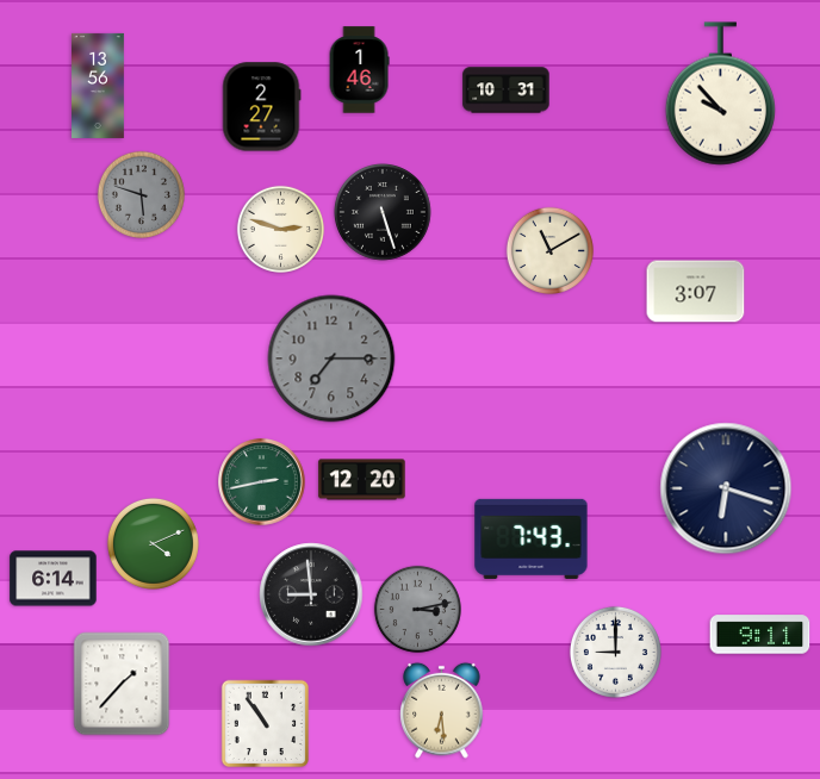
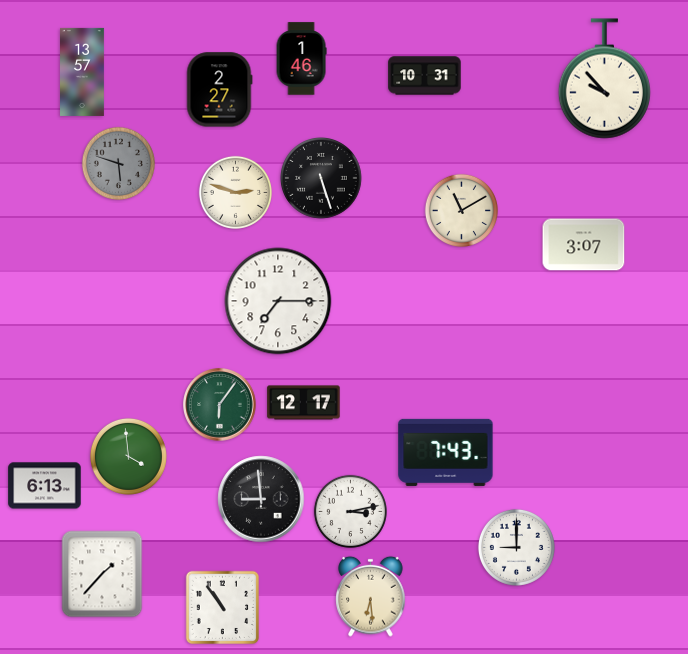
clock at (99, 86): 13:56 -> 13:57
clock at (331, 359) dial: grey -> white
clock at (362, 480): 12:20 -> 12:17
clock at (262, 482): 2:43 -> 6:06
clock at (726, 488): 6:18 -> none
clock at (153, 543): 4:11 -> 3:59
clock at (54, 579): 6:14 -> 6:13
clock at (417, 609) dial: grey -> white
clock at (760, 635): 9:11 -> none
